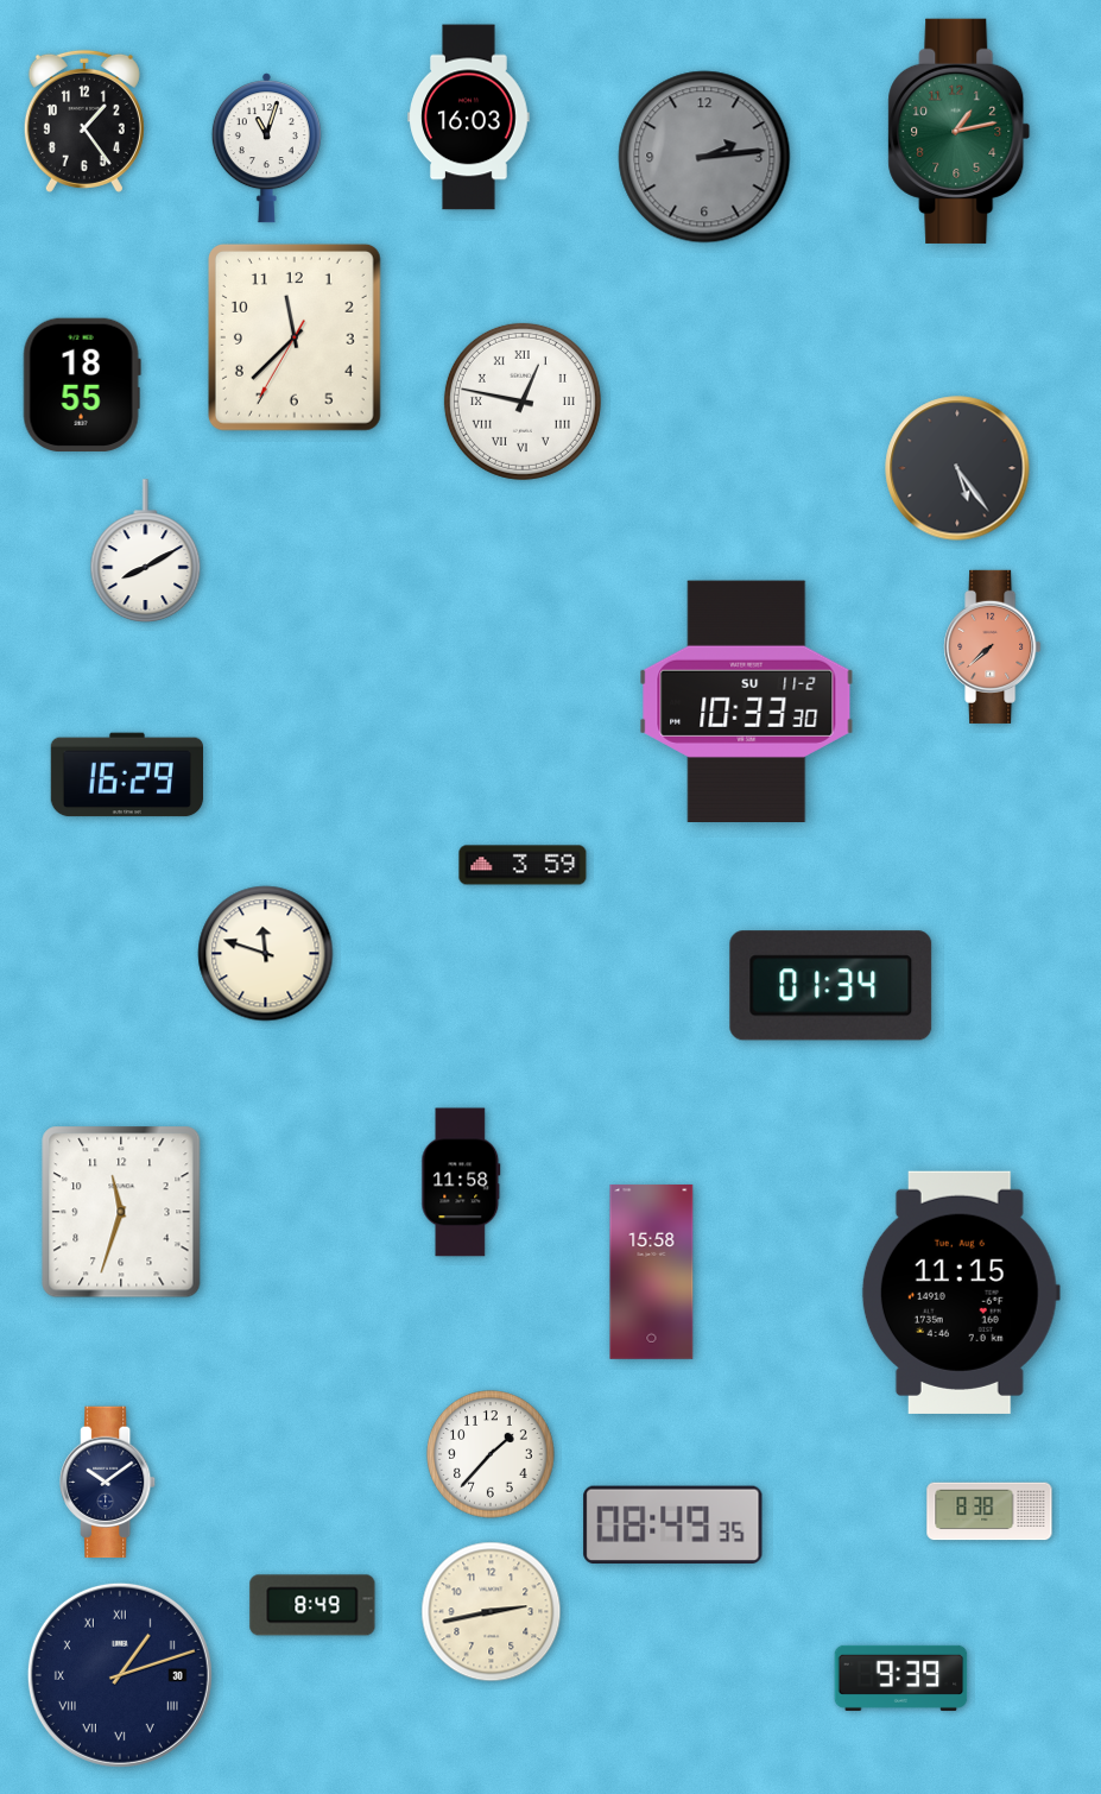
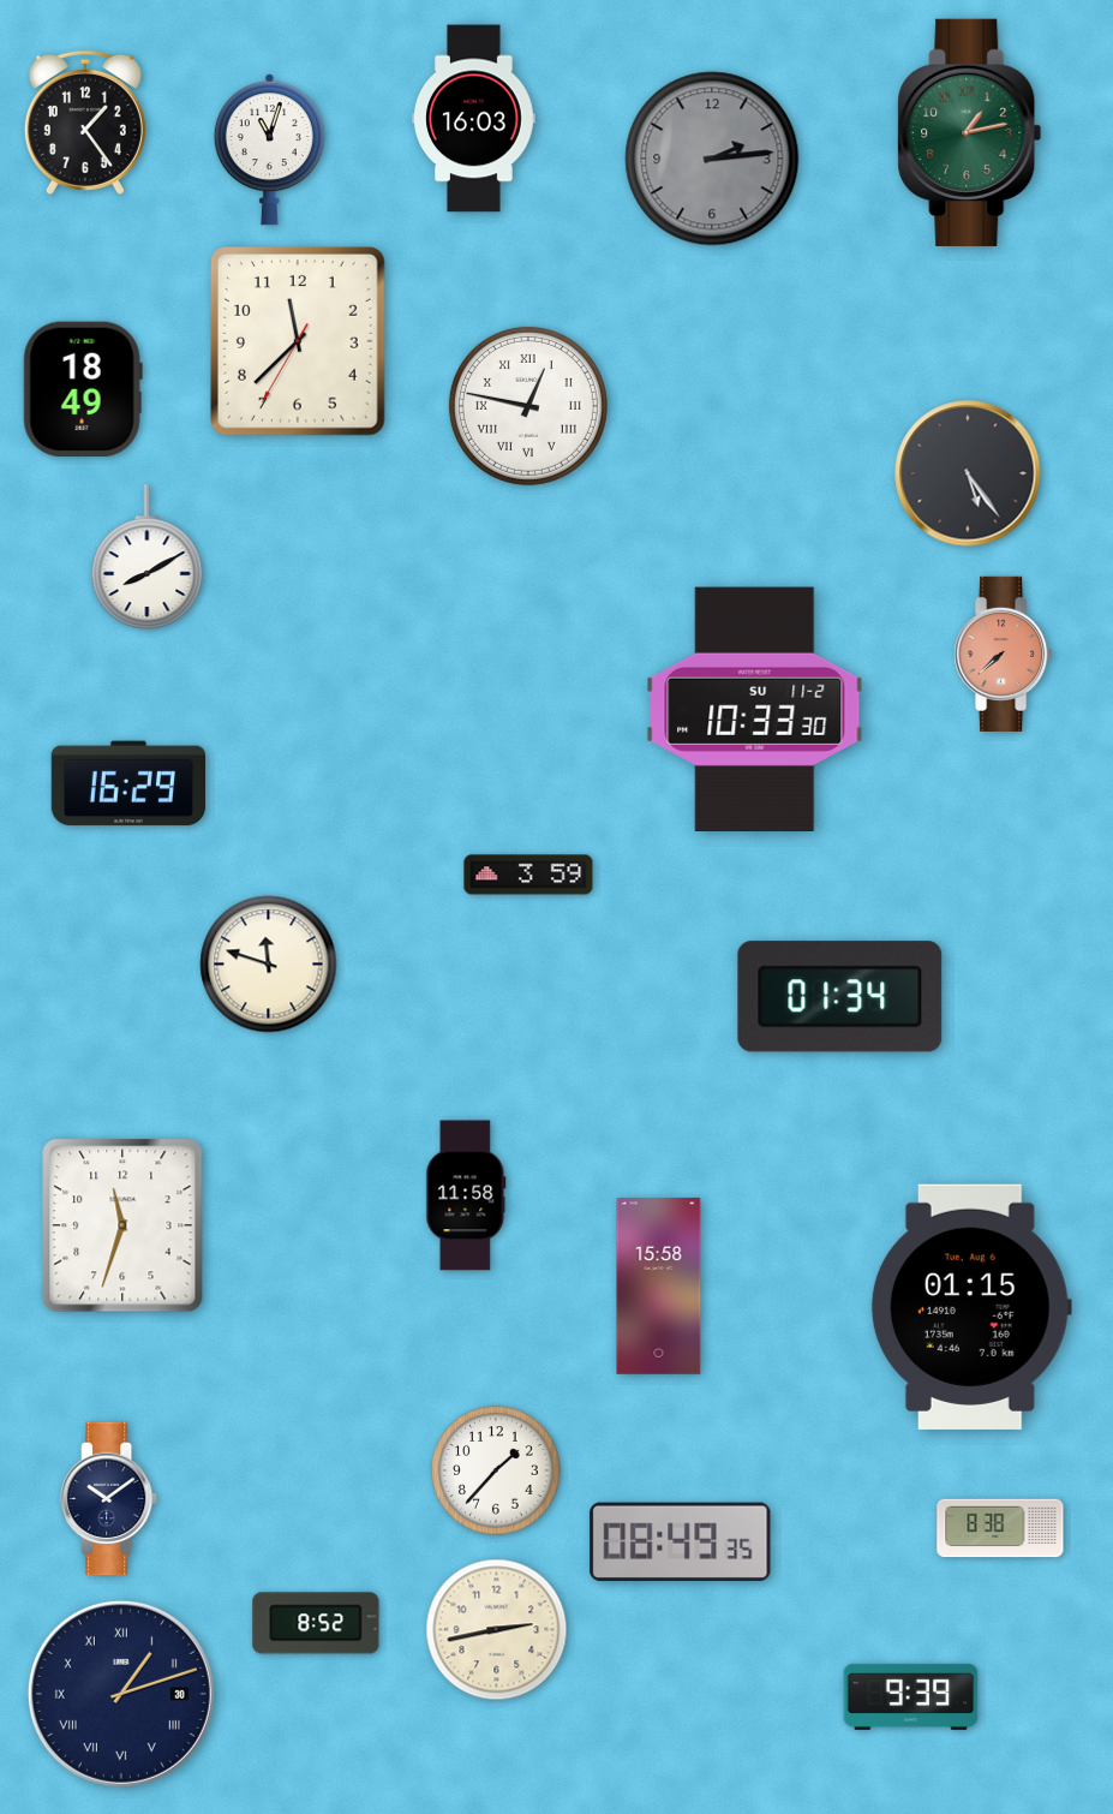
clock at (82, 384): 18:55 -> 18:49
clock at (961, 1293): 11:15 -> 01:15
clock at (312, 1605): 8:49 -> 8:52
